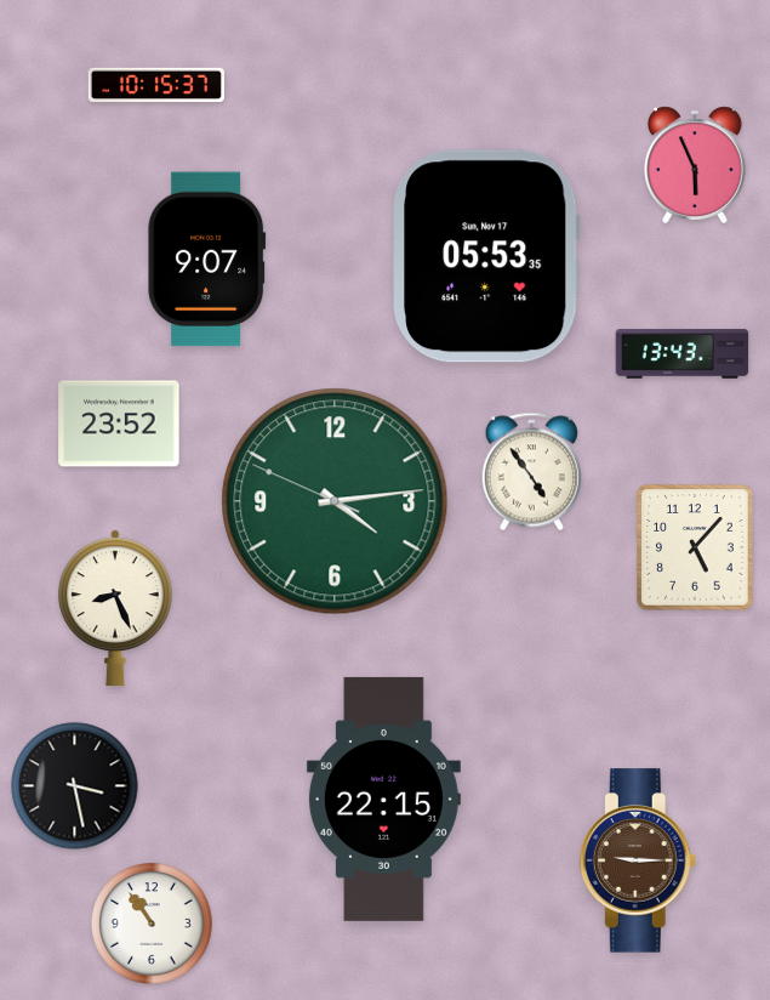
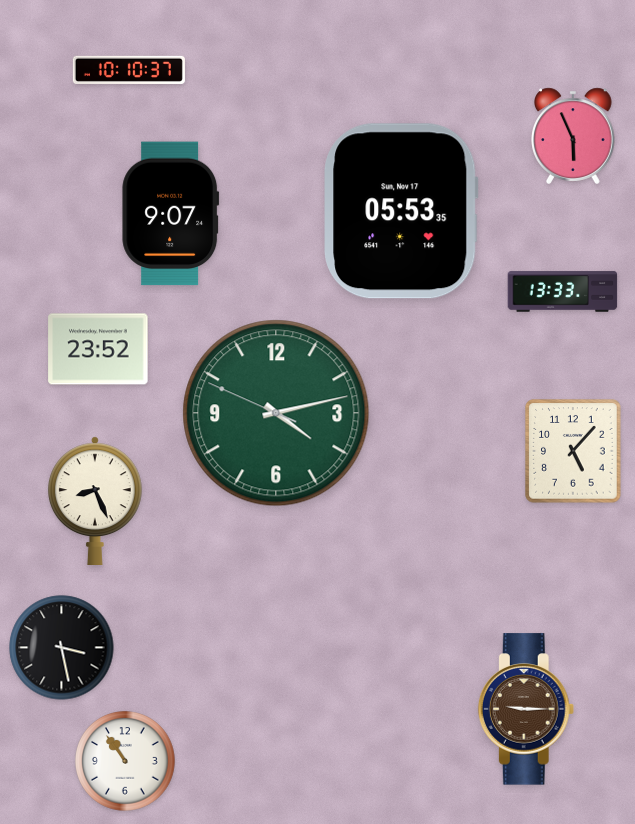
clock at (156, 84): 10:15 -> 10:10
clock at (683, 354): 13:43 -> 13:33
clock at (531, 472): 4:54 -> none
clock at (335, 501): 4:13 -> 4:12
clock at (383, 799): 22:15 -> none
